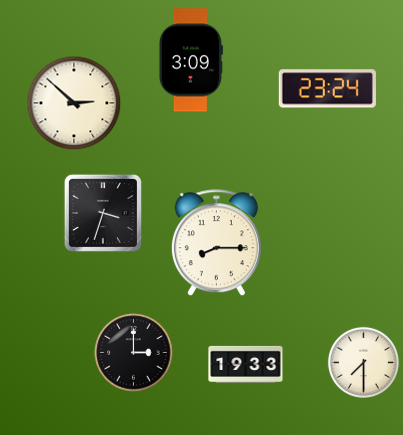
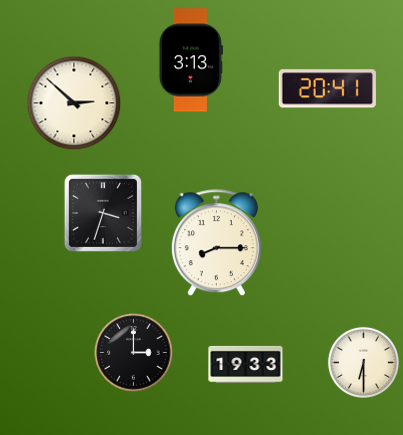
clock at (191, 60): 3:09 -> 3:13
clock at (327, 89): 23:24 -> 20:41
clock at (363, 362): 7:30 -> 6:30
